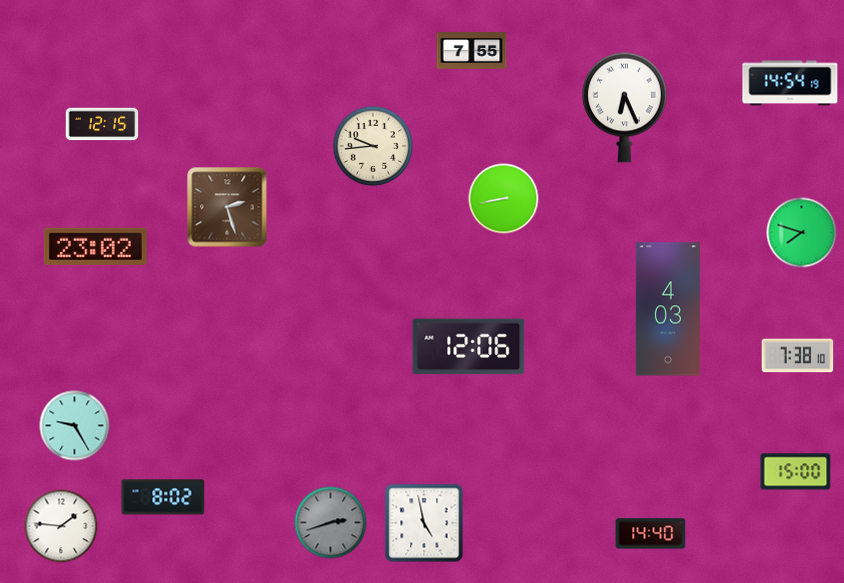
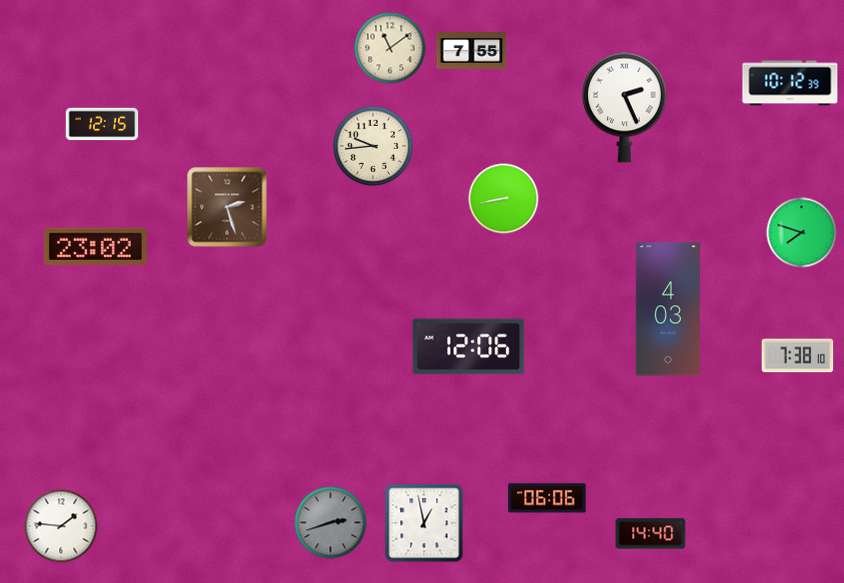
clock at (390, 48): none -> 11:09
clock at (790, 83): 14:54 -> 10:12
clock at (625, 107): 6:26 -> 2:26
clock at (75, 426): 9:25 -> none
clock at (796, 472): 15:00 -> none
clock at (163, 497): 8:02 -> none
clock at (547, 498): none -> 06:06
clock at (424, 523): 4:58 -> 12:58
